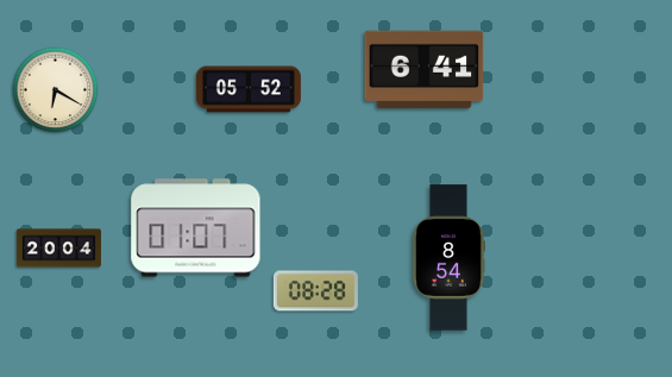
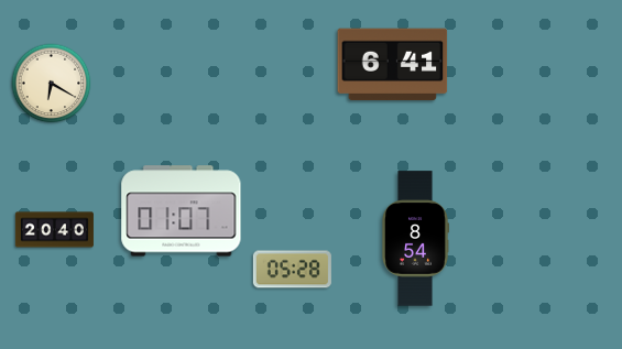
clock at (249, 89): 05:52 -> none
clock at (58, 249): 20:04 -> 20:40
clock at (315, 291): 08:28 -> 05:28
